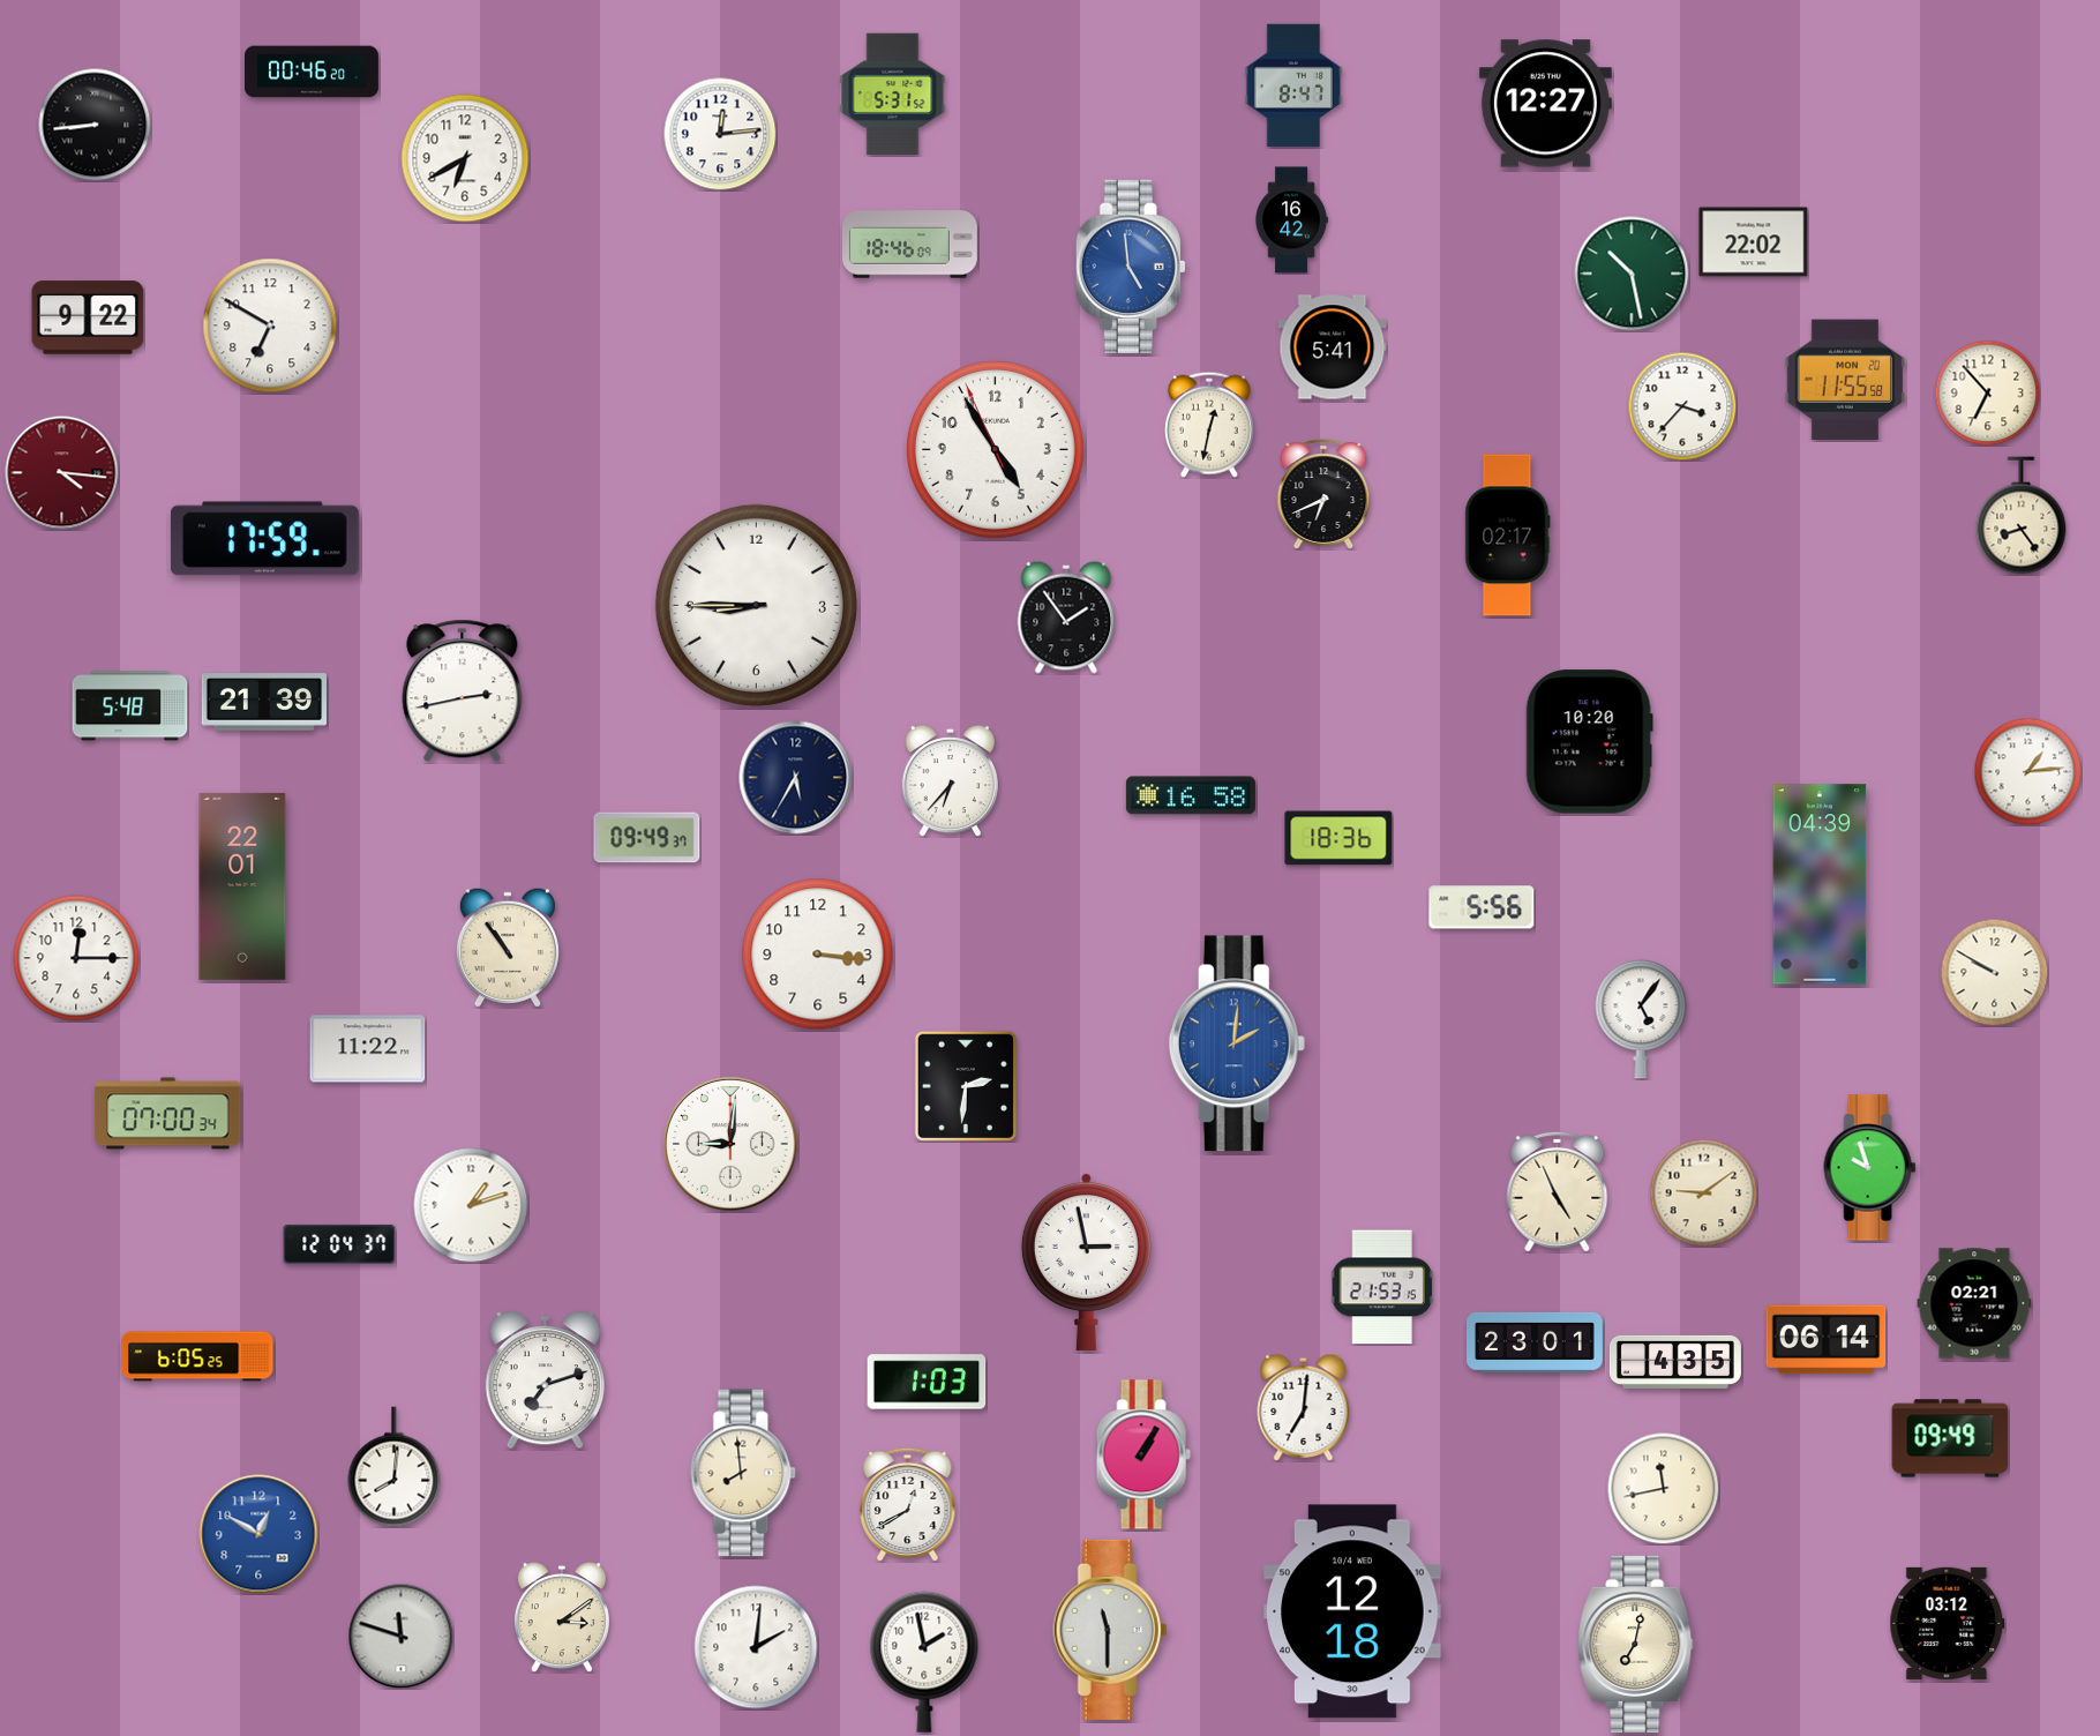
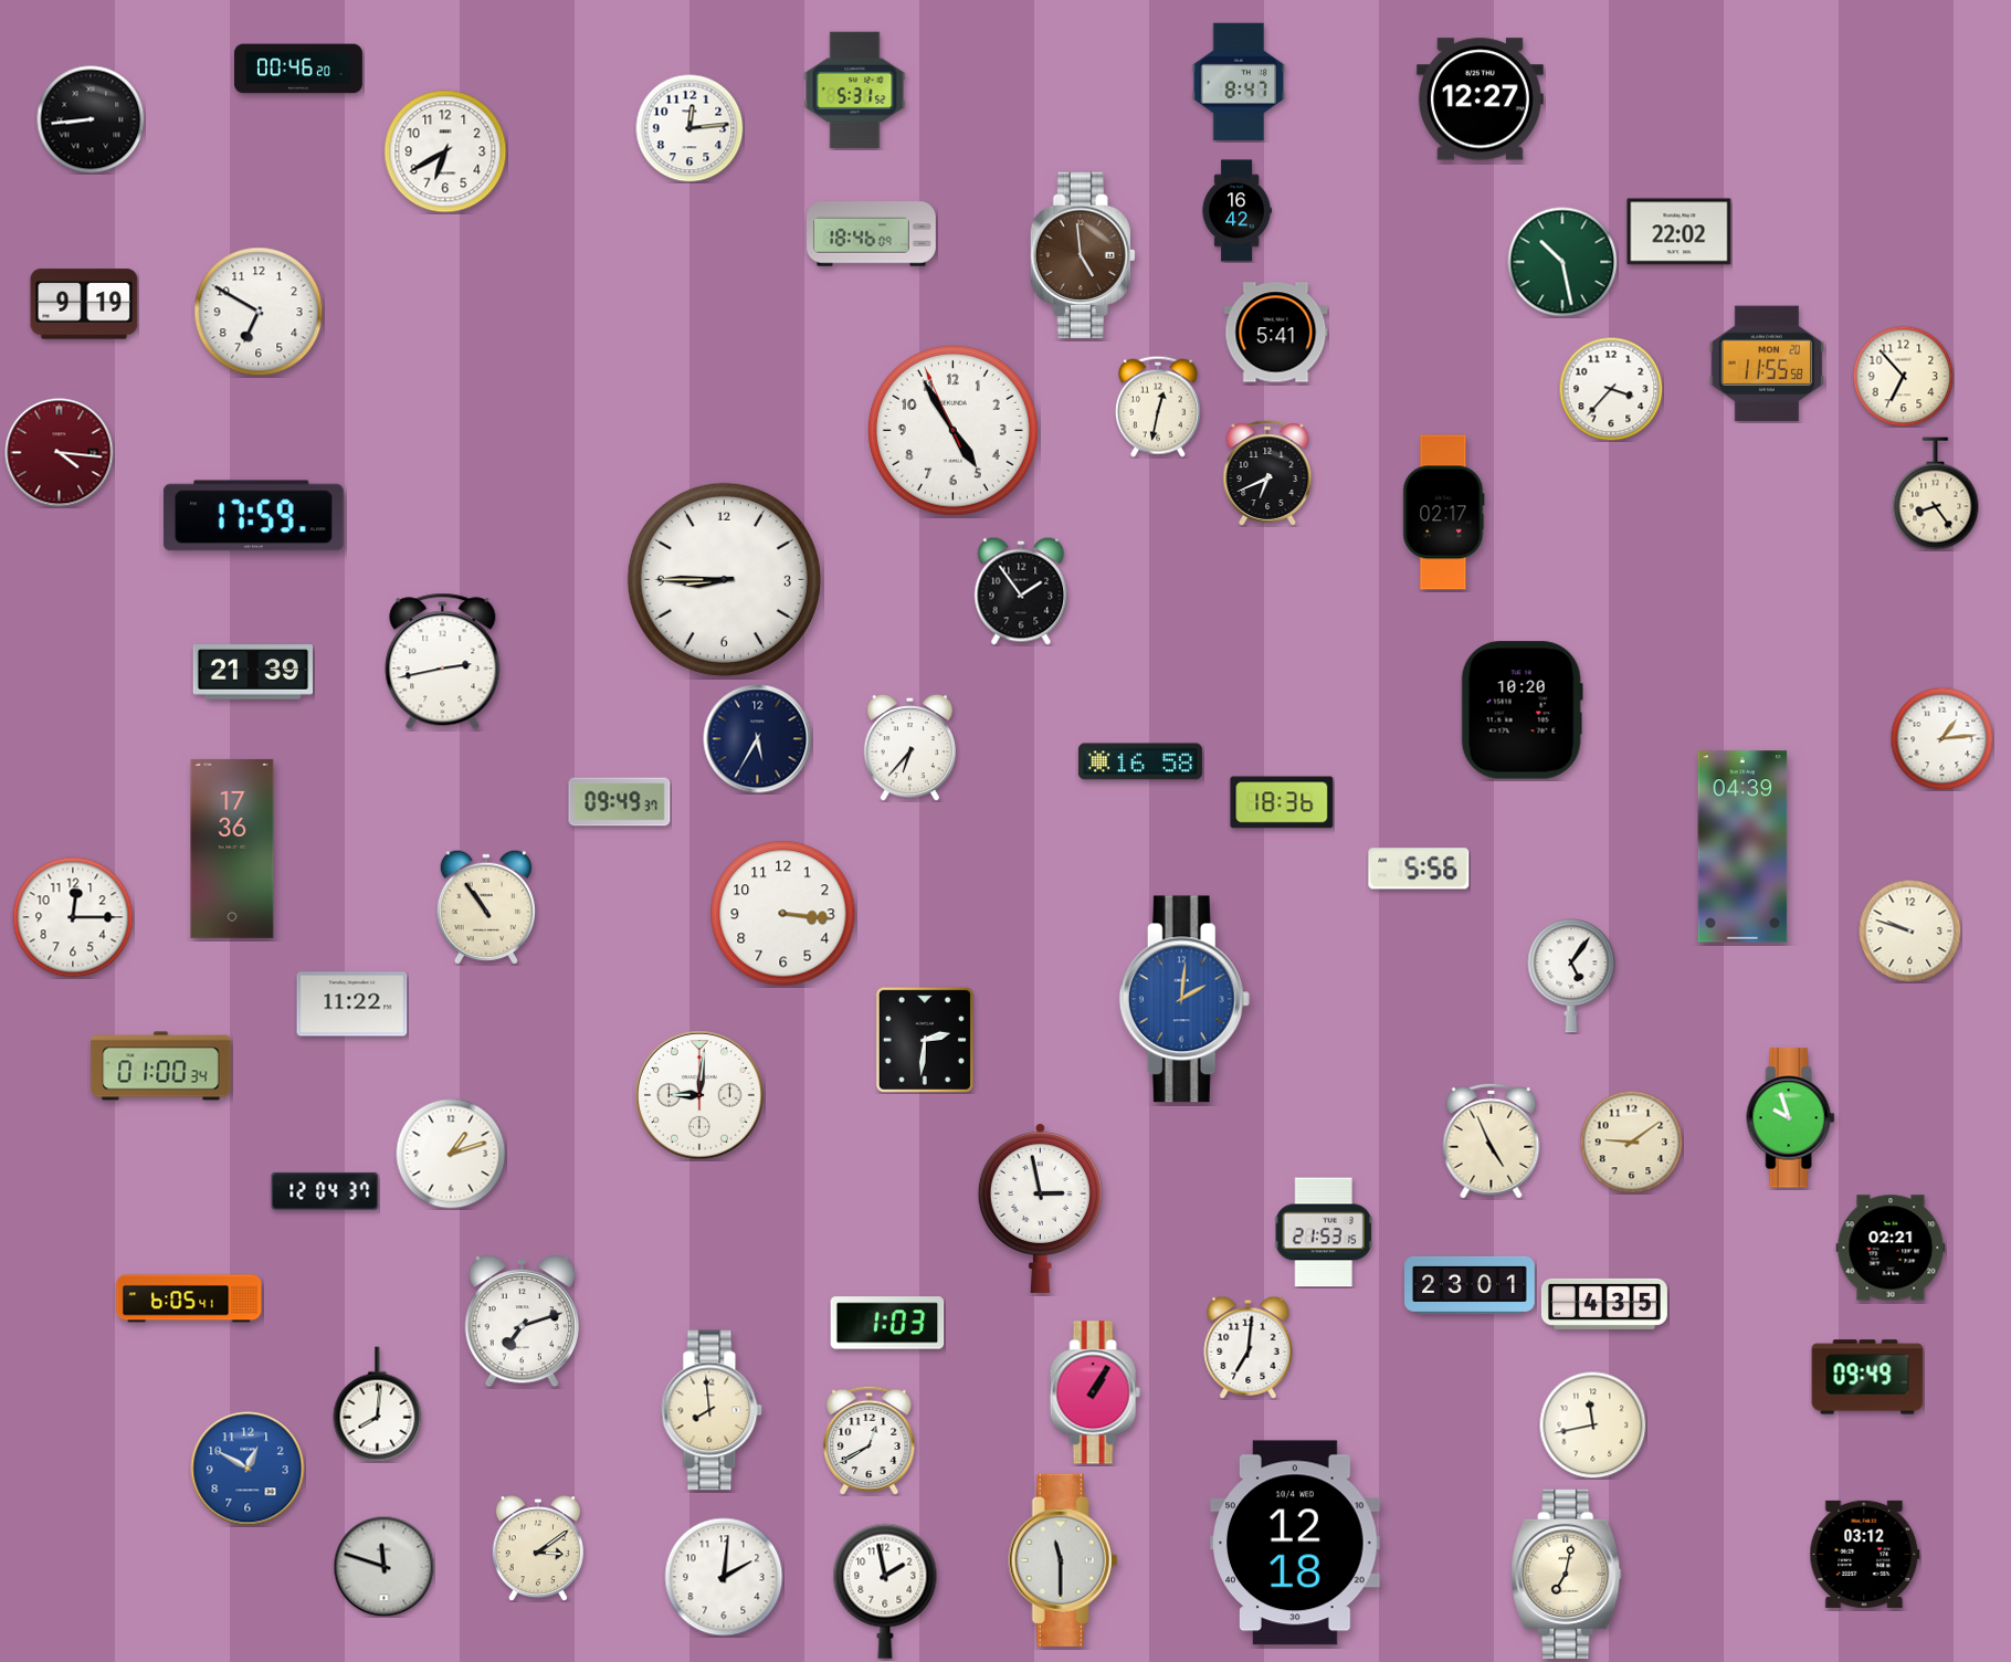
clock at (1131, 267) dial: blue -> brown
clock at (88, 317): 9:22 -> 9:19
clock at (130, 706): 5:48 -> none
clock at (796, 778) position: (796, 778) -> (758, 739)
clock at (242, 886): 22:01 -> 17:36
clock at (1994, 972): 9:50 -> 9:48
clock at (168, 1114): 07:00 -> 01:00
clock at (1827, 1340): 06:14 -> none
clock at (197, 1356): 6:05:25 -> 6:05:41
